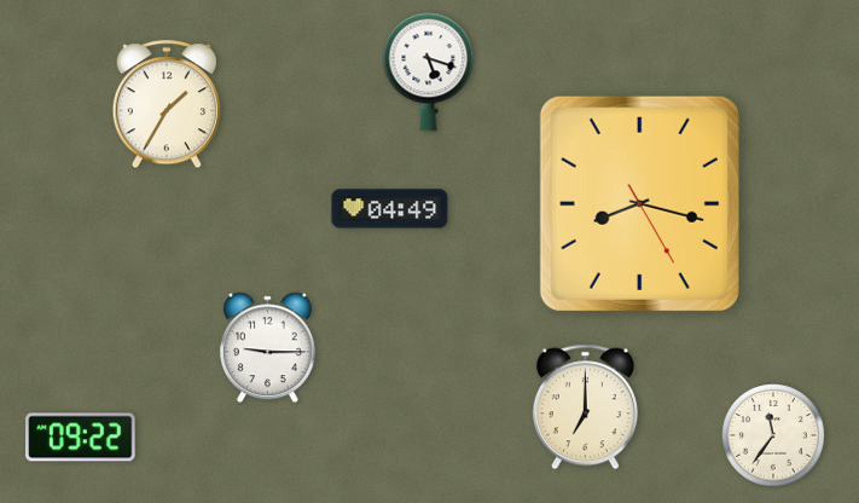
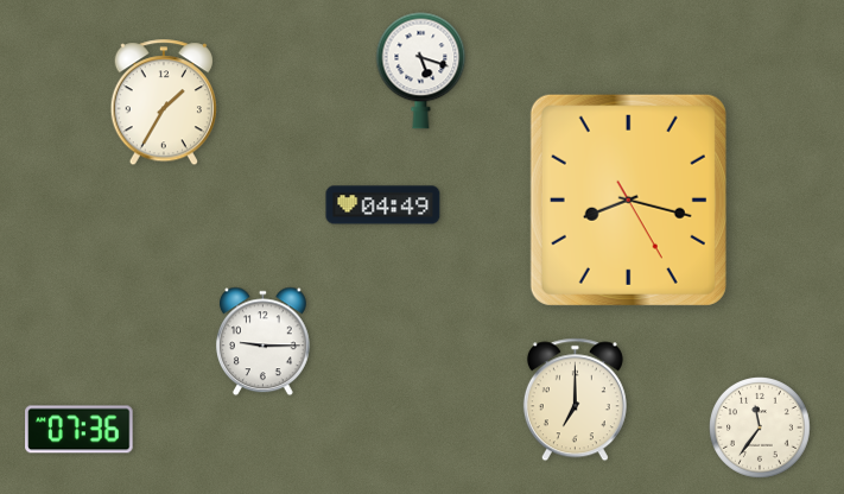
clock at (81, 438): 09:22 -> 07:36
